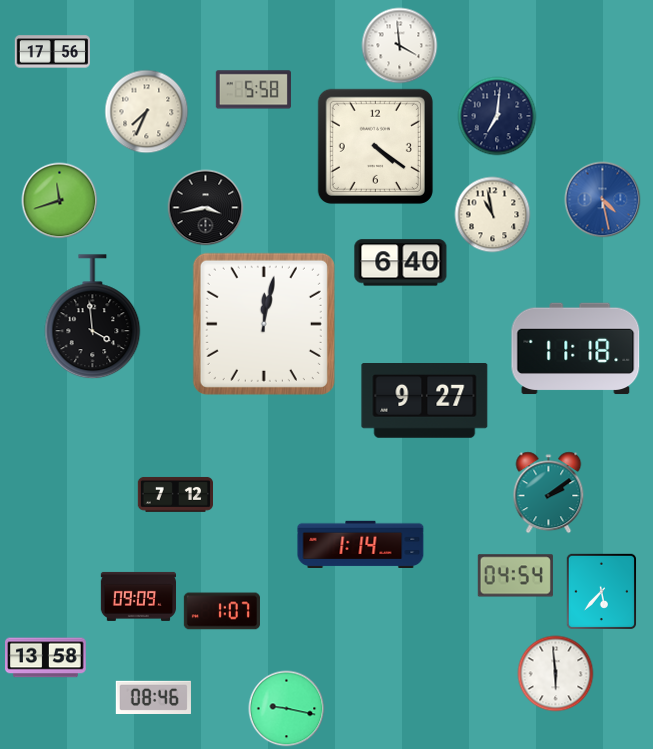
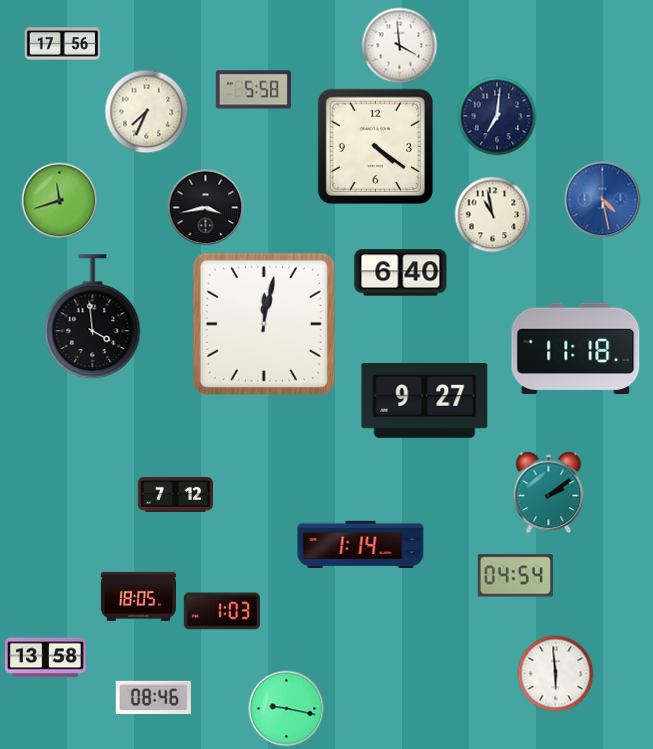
clock at (52, 52) position: (52, 52) -> (62, 44)
clock at (401, 263) position: (401, 263) -> (401, 273)
clock at (601, 591): 5:37 -> none
clock at (138, 596): 09:09 -> 18:05
clock at (222, 611): 1:07 -> 1:03
